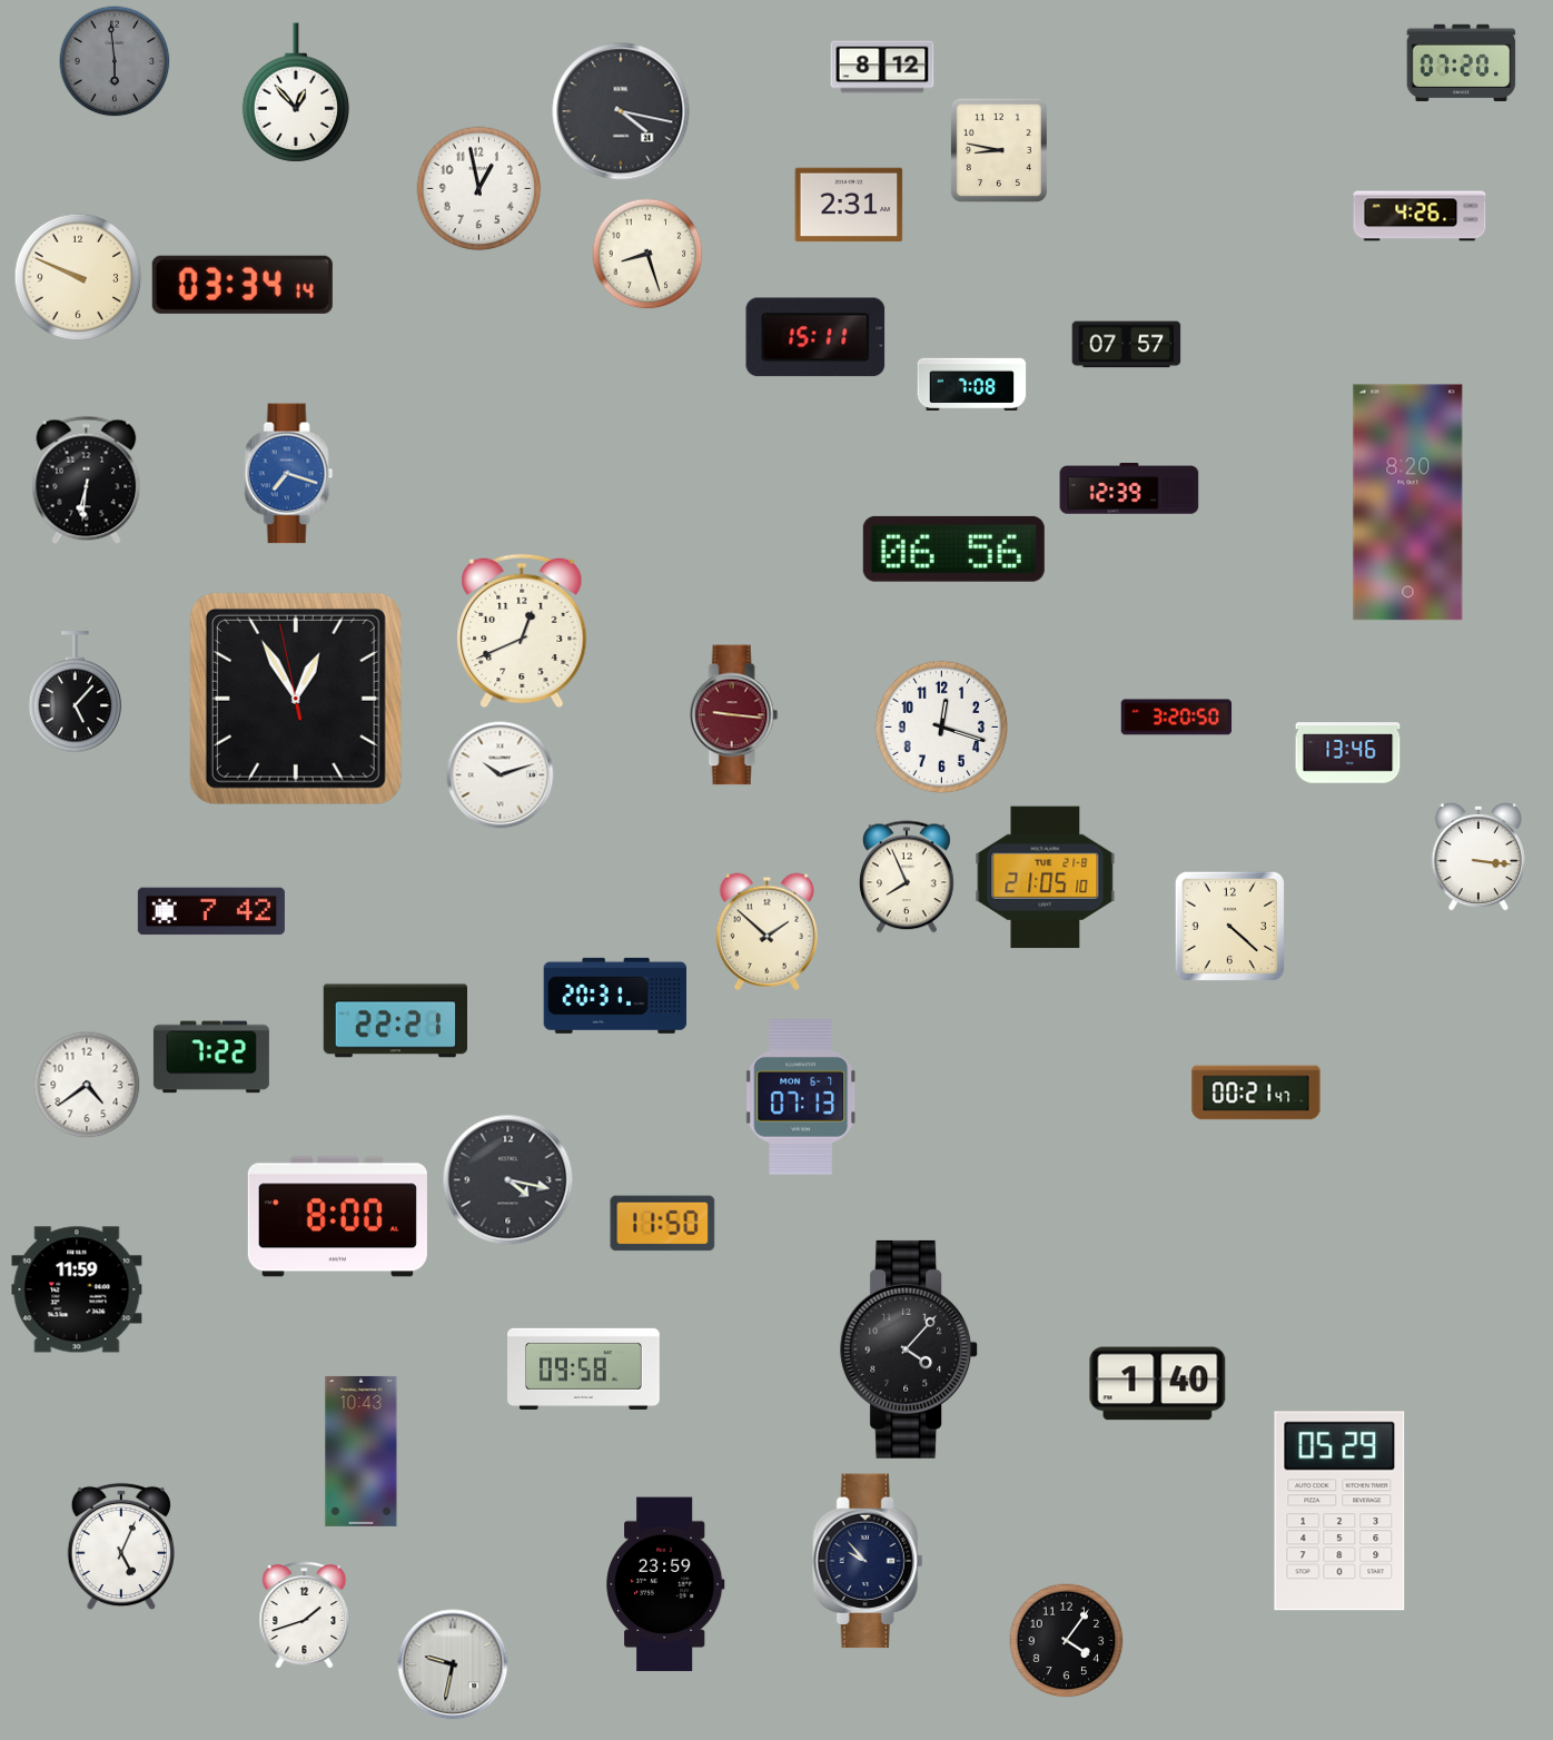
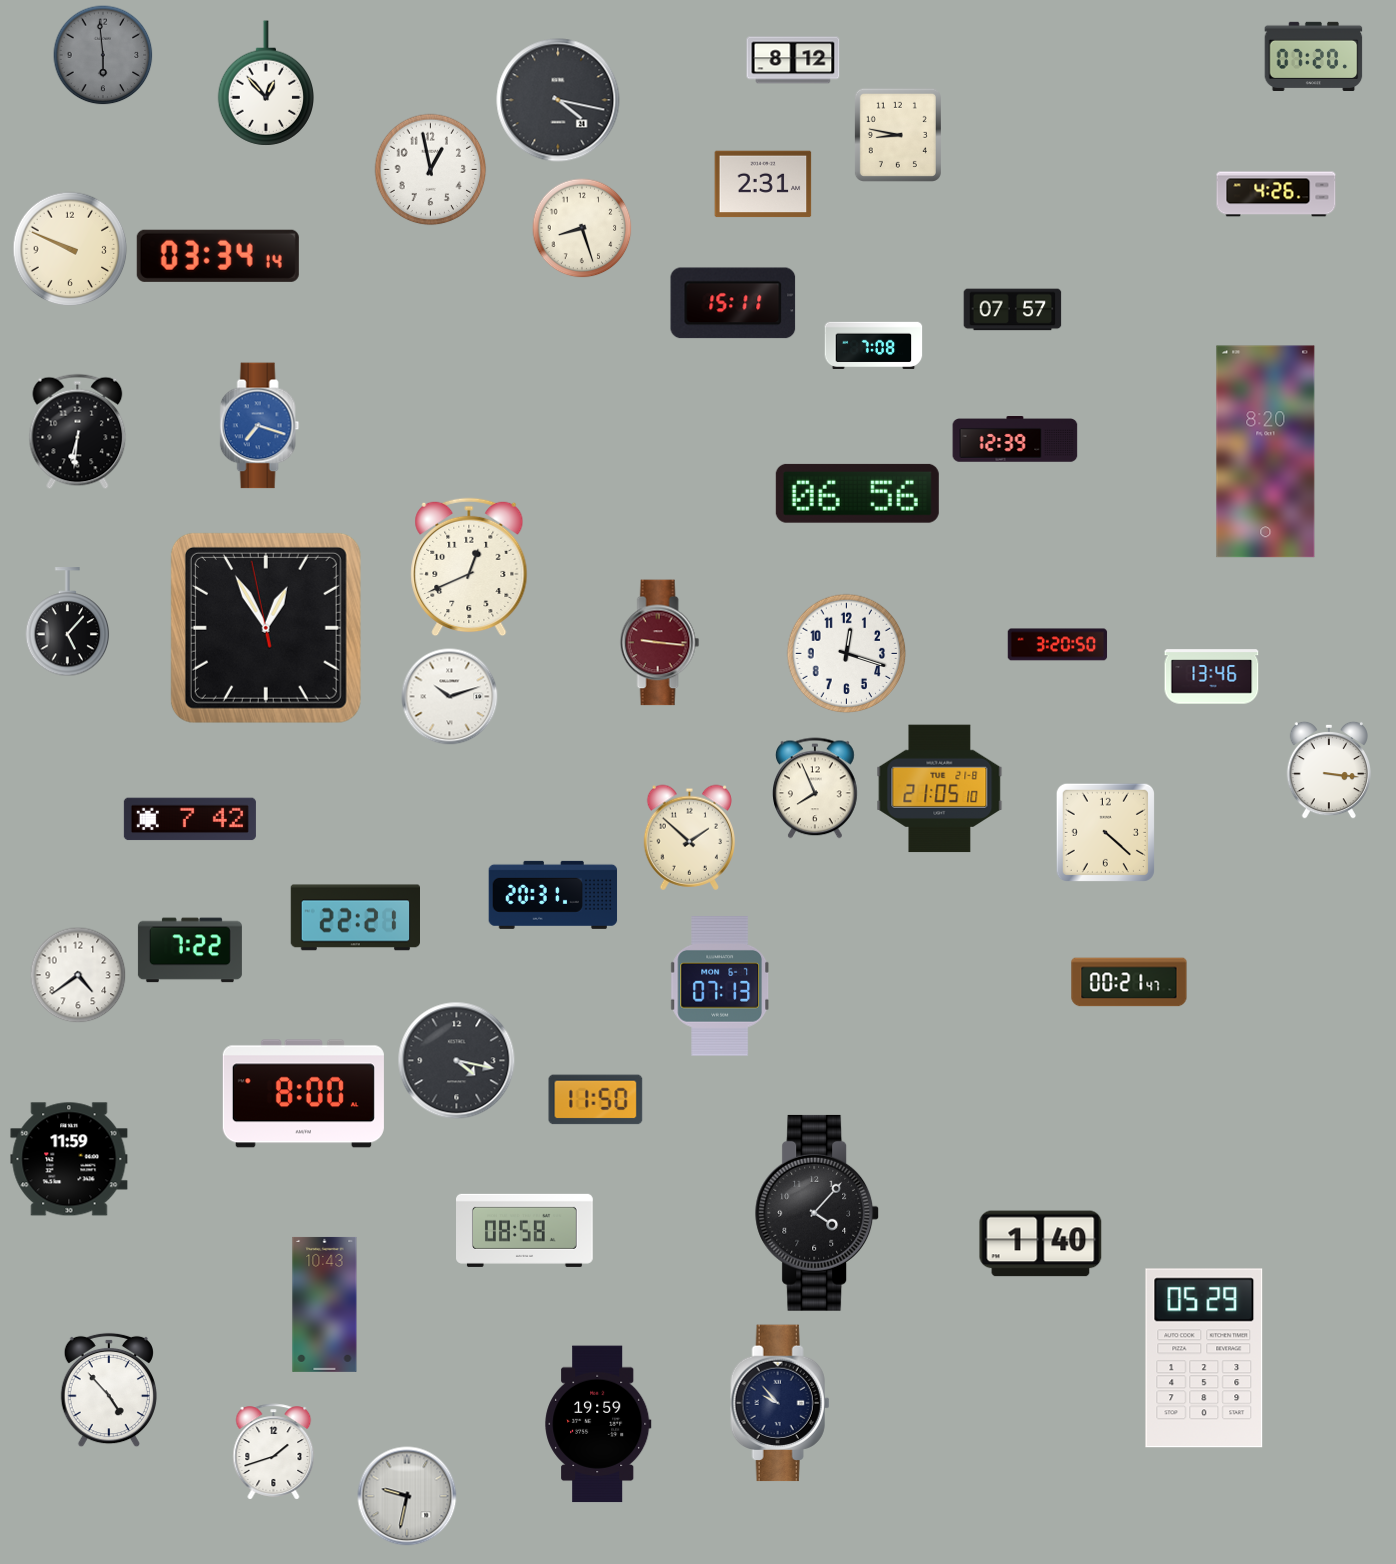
clock at (584, 1368): 09:58 -> 08:58
clock at (121, 1546): 5:04 -> 4:53
clock at (665, 1584): 23:59 -> 19:59
clock at (1067, 1641): 4:06 -> none
